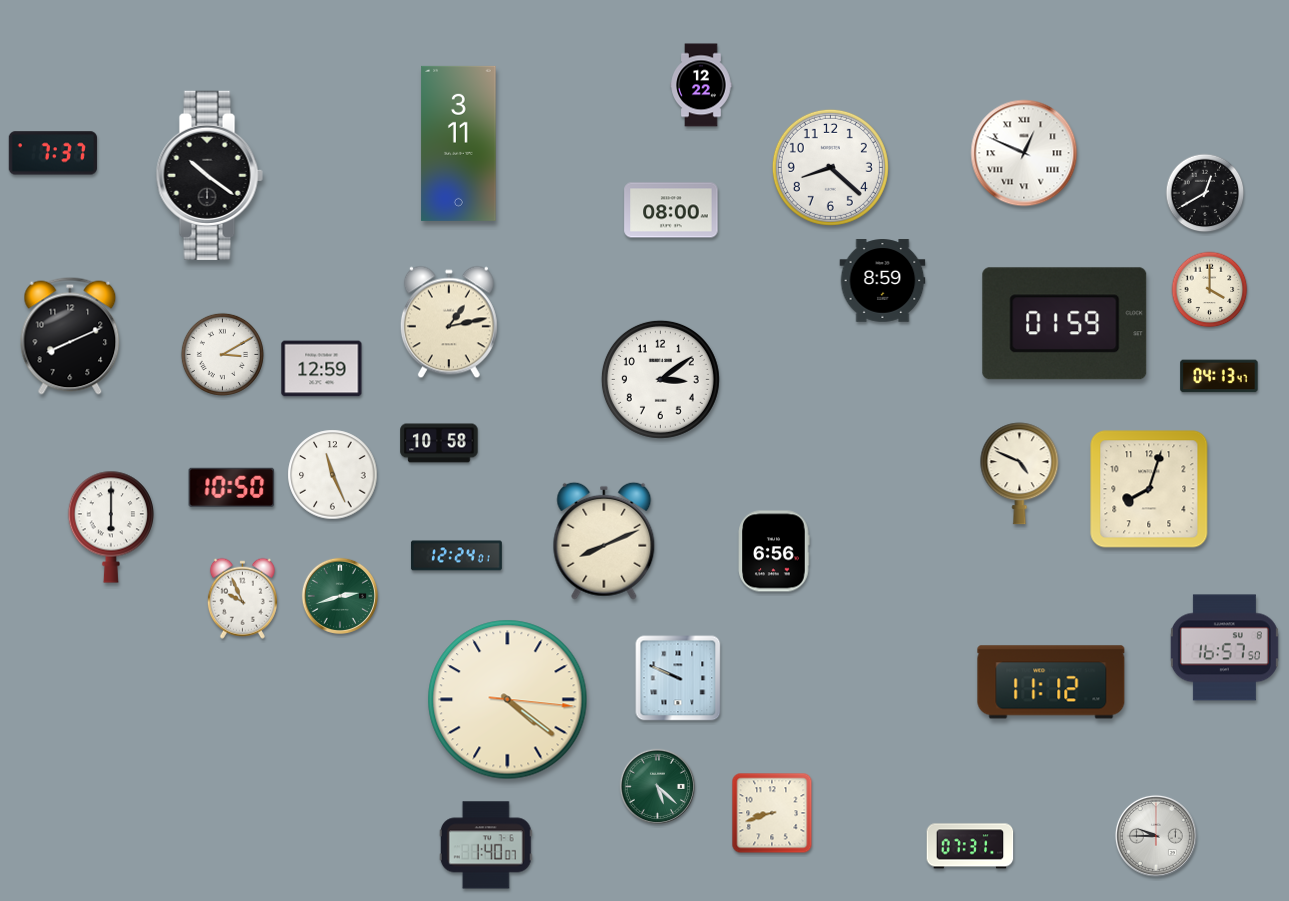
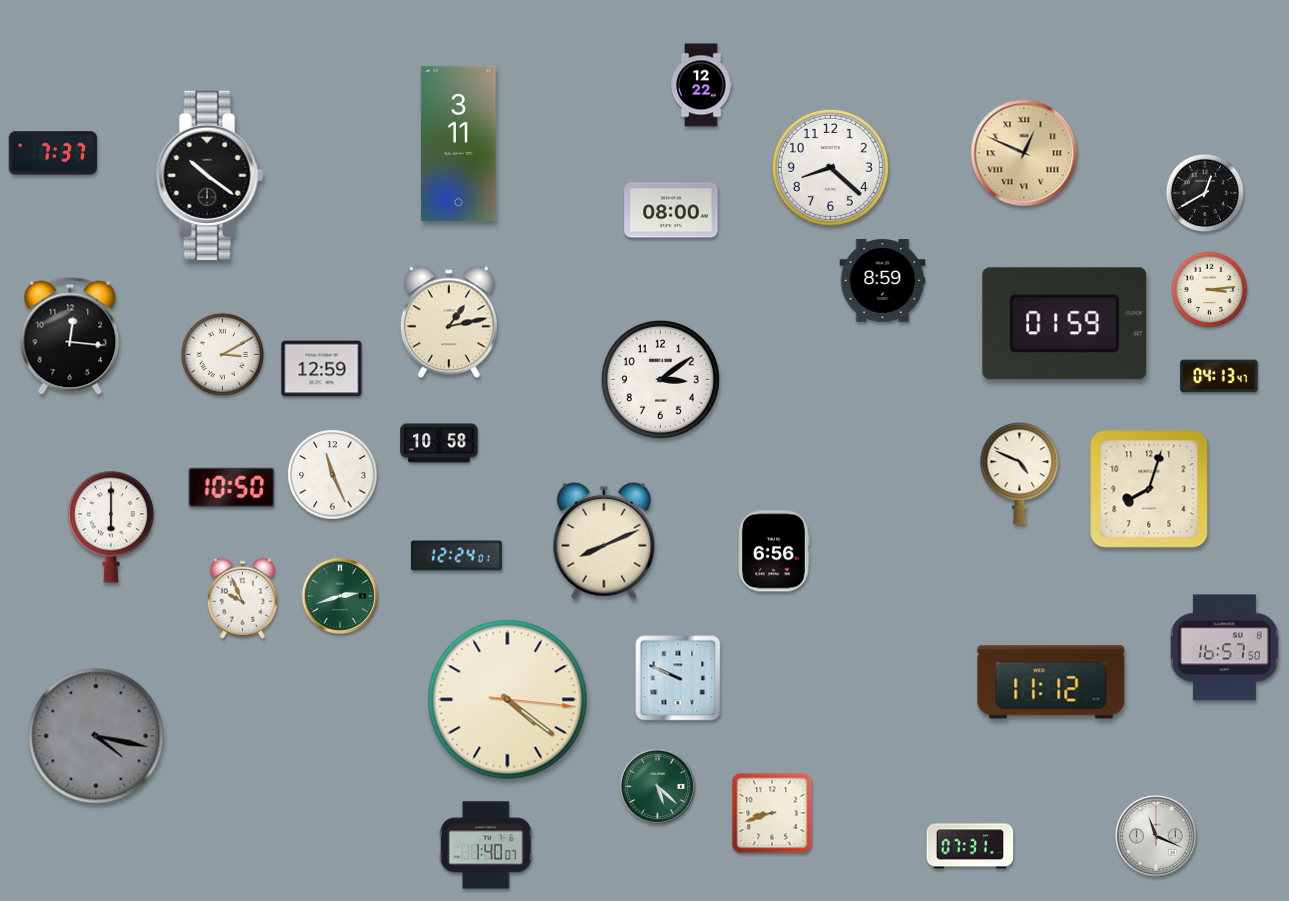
clock at (1024, 153) dial: white -> champagne
clock at (1210, 290): 4:00 -> 3:14
clock at (70, 336): 8:11 -> 12:16
clock at (96, 736): none -> 4:17
clock at (1156, 836): 9:45 -> 11:19
